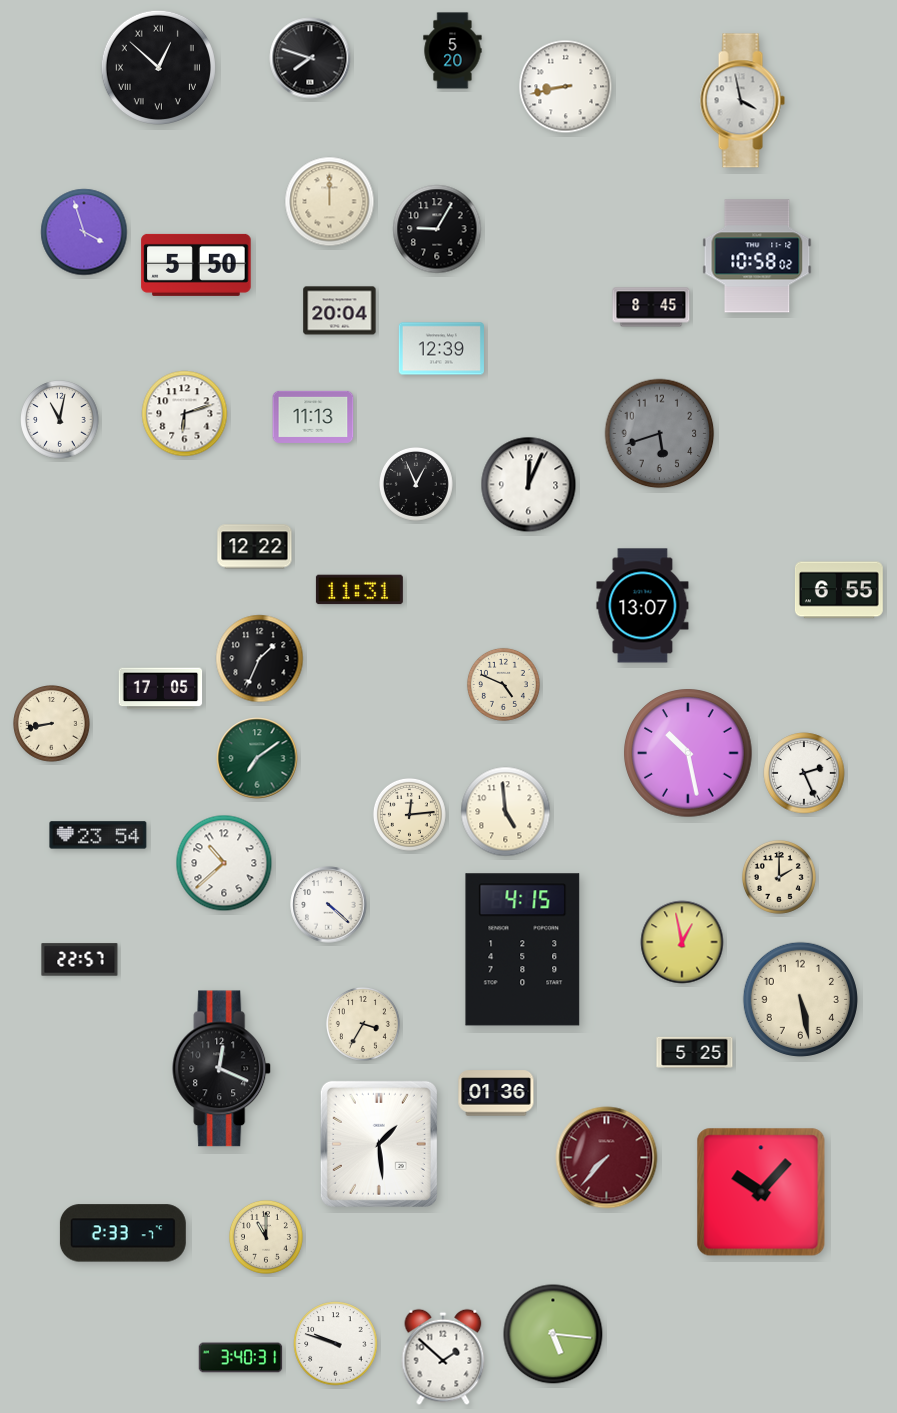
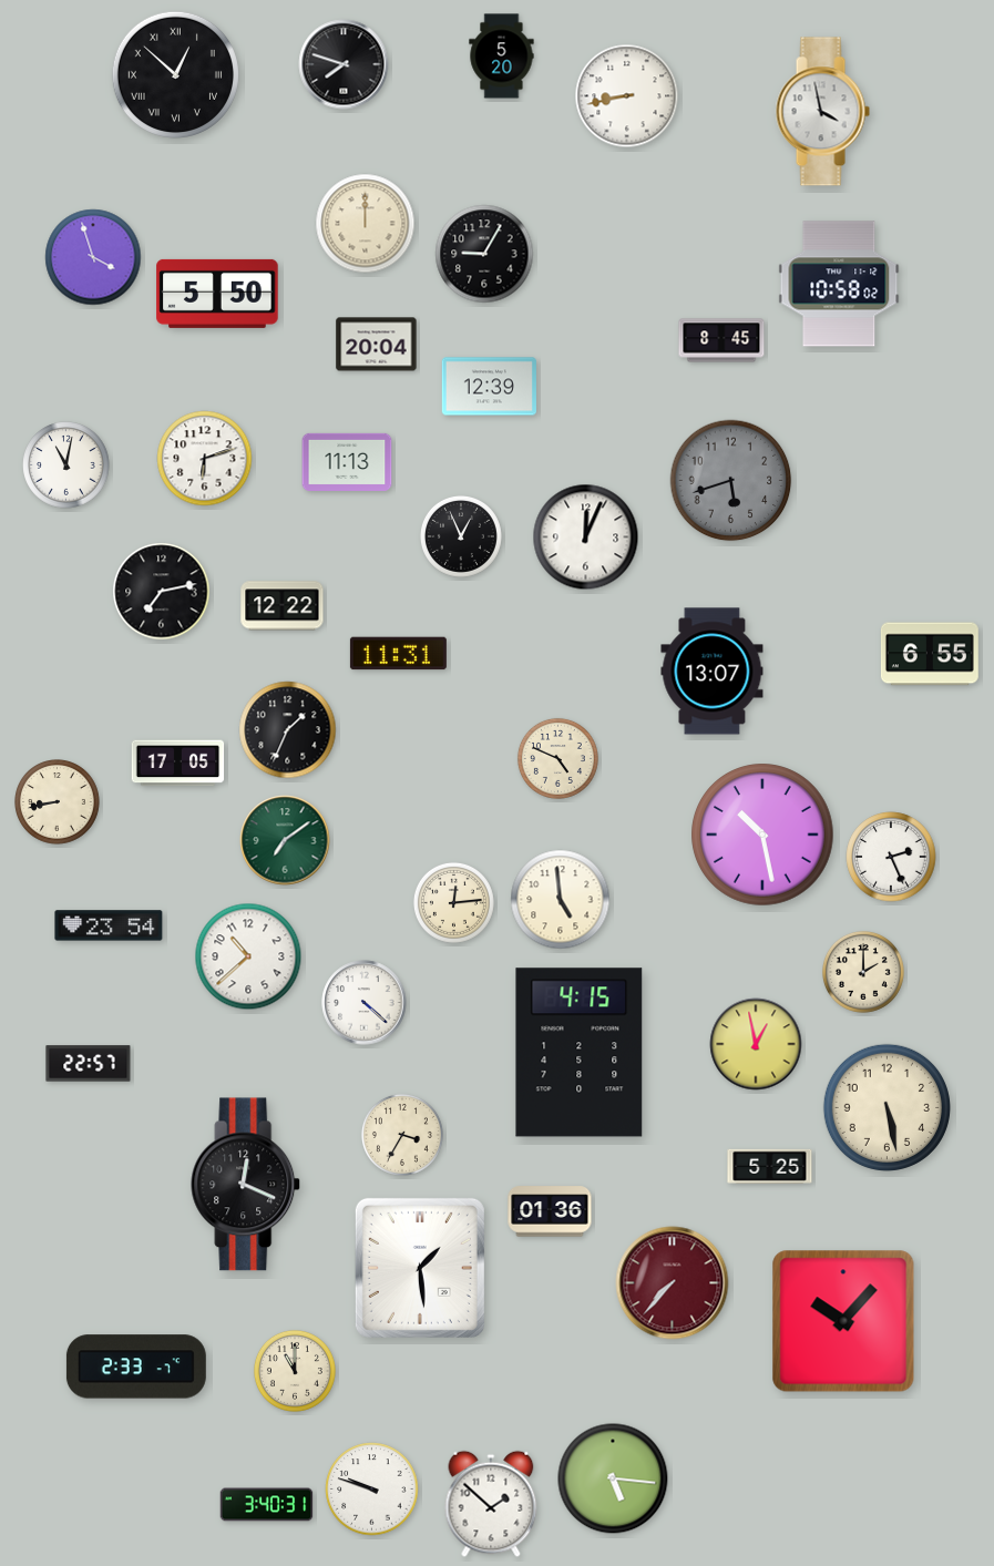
clock at (162, 592): none -> 7:13
